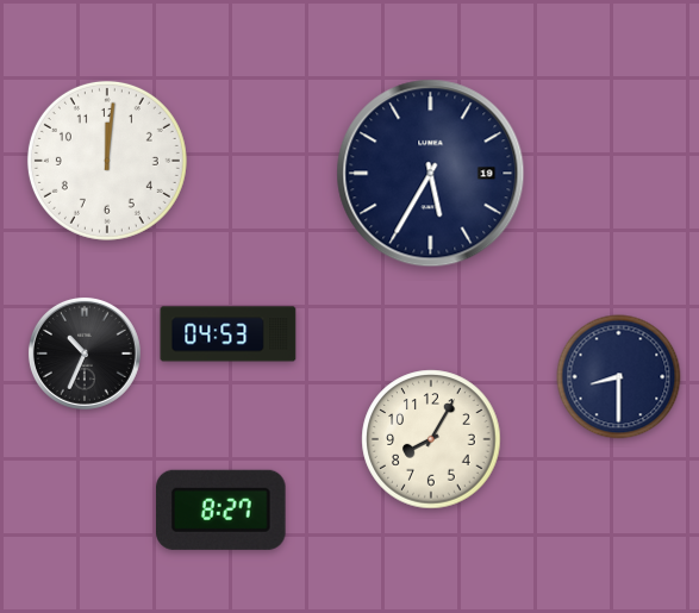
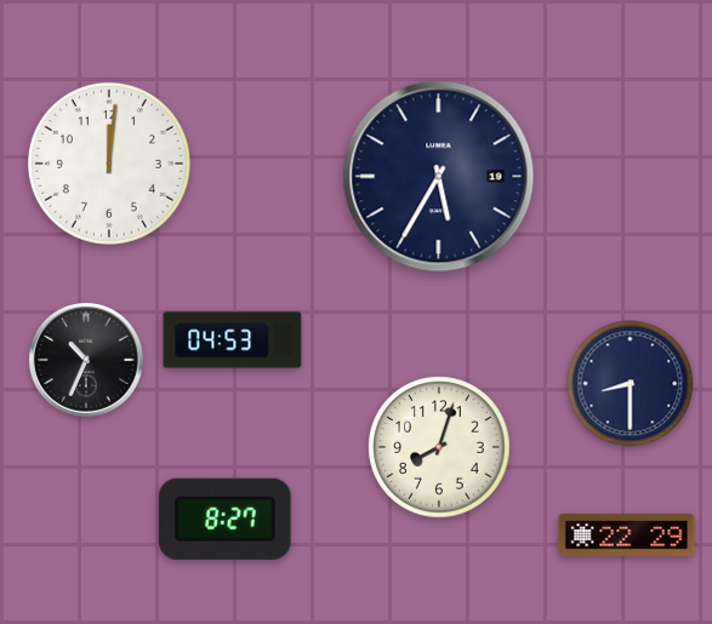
clock at (431, 439): 8:05 -> 8:03
clock at (627, 536): none -> 22:29
